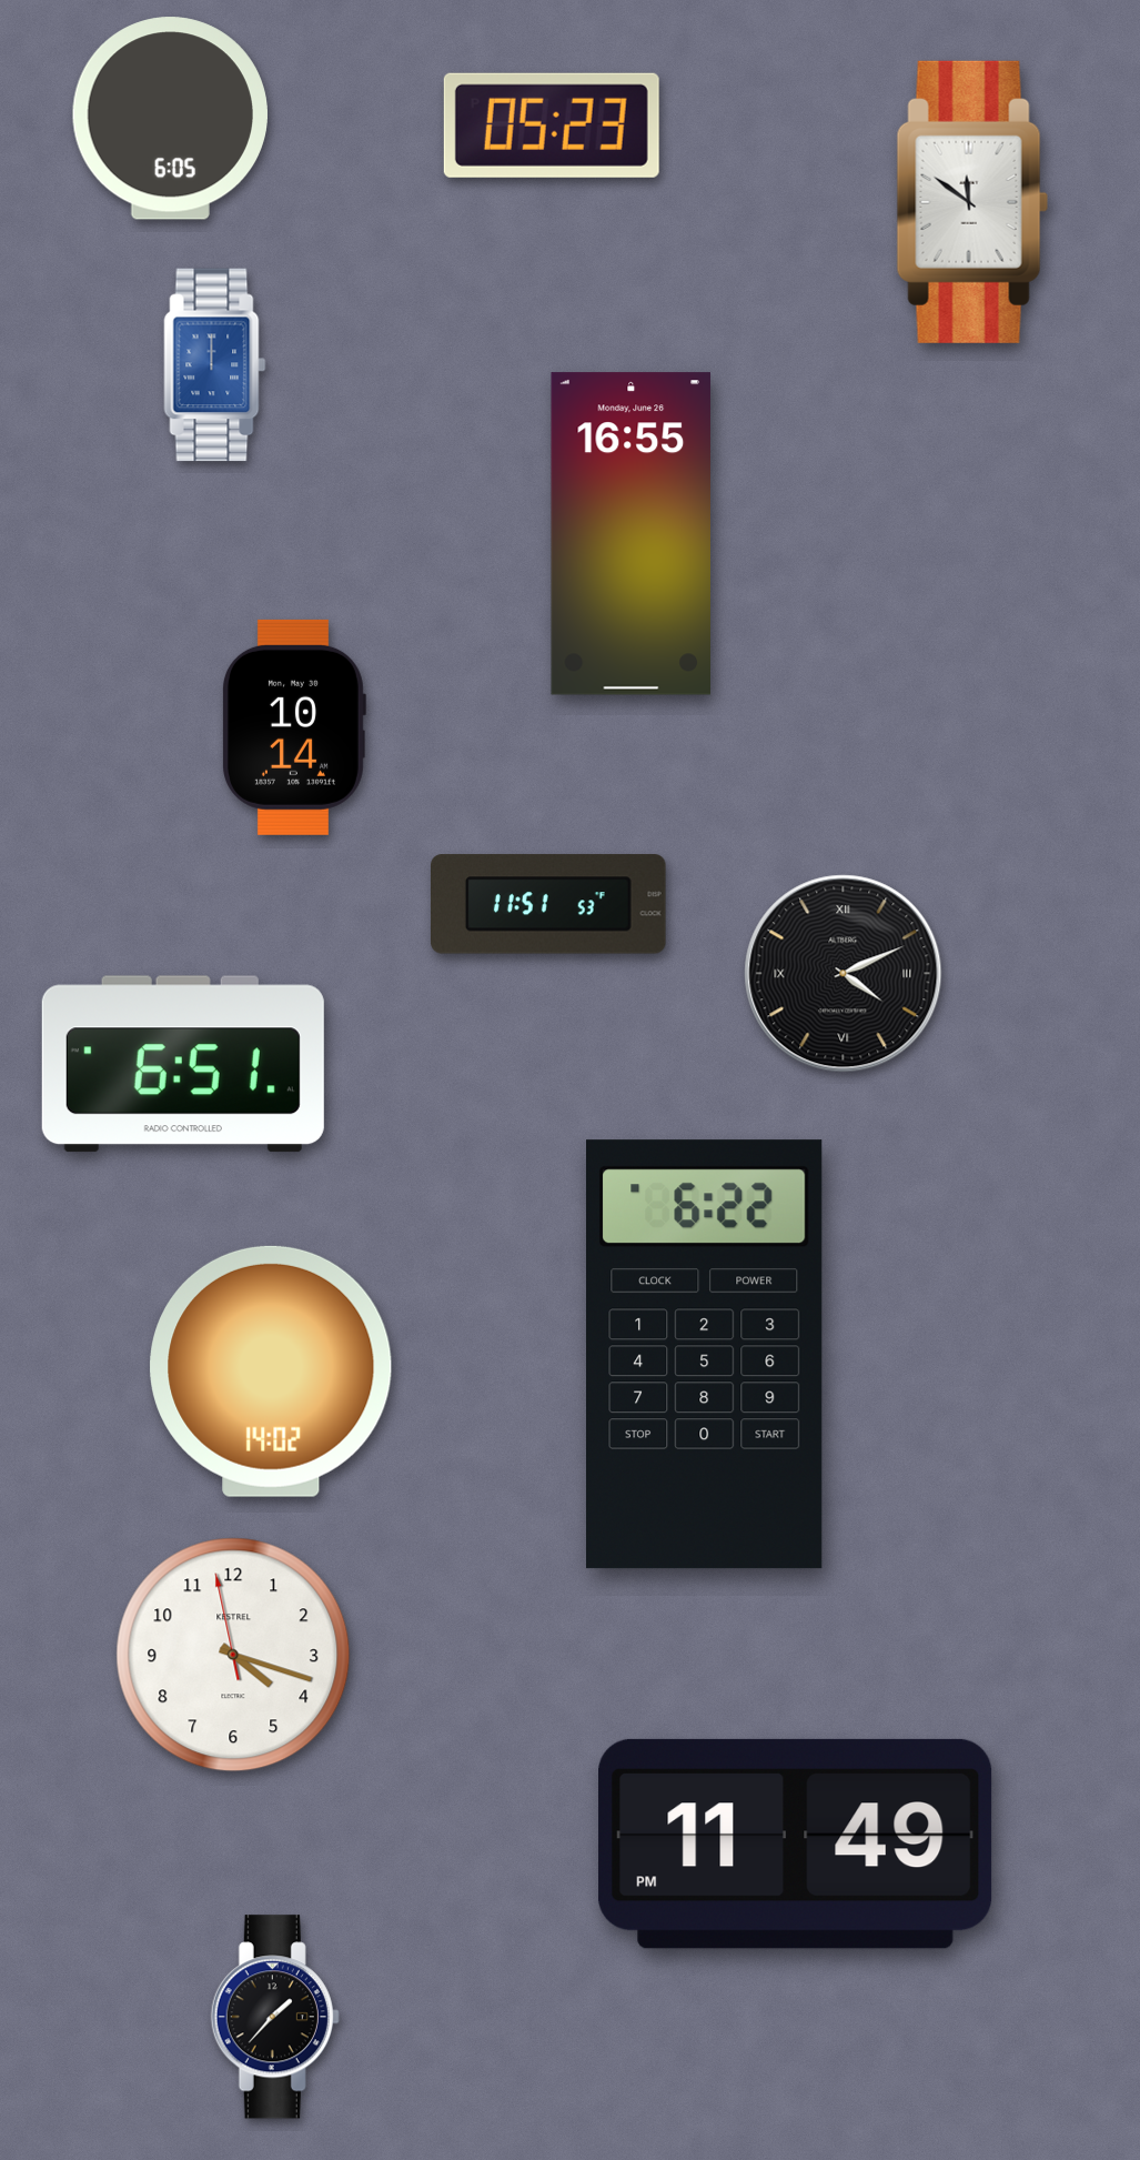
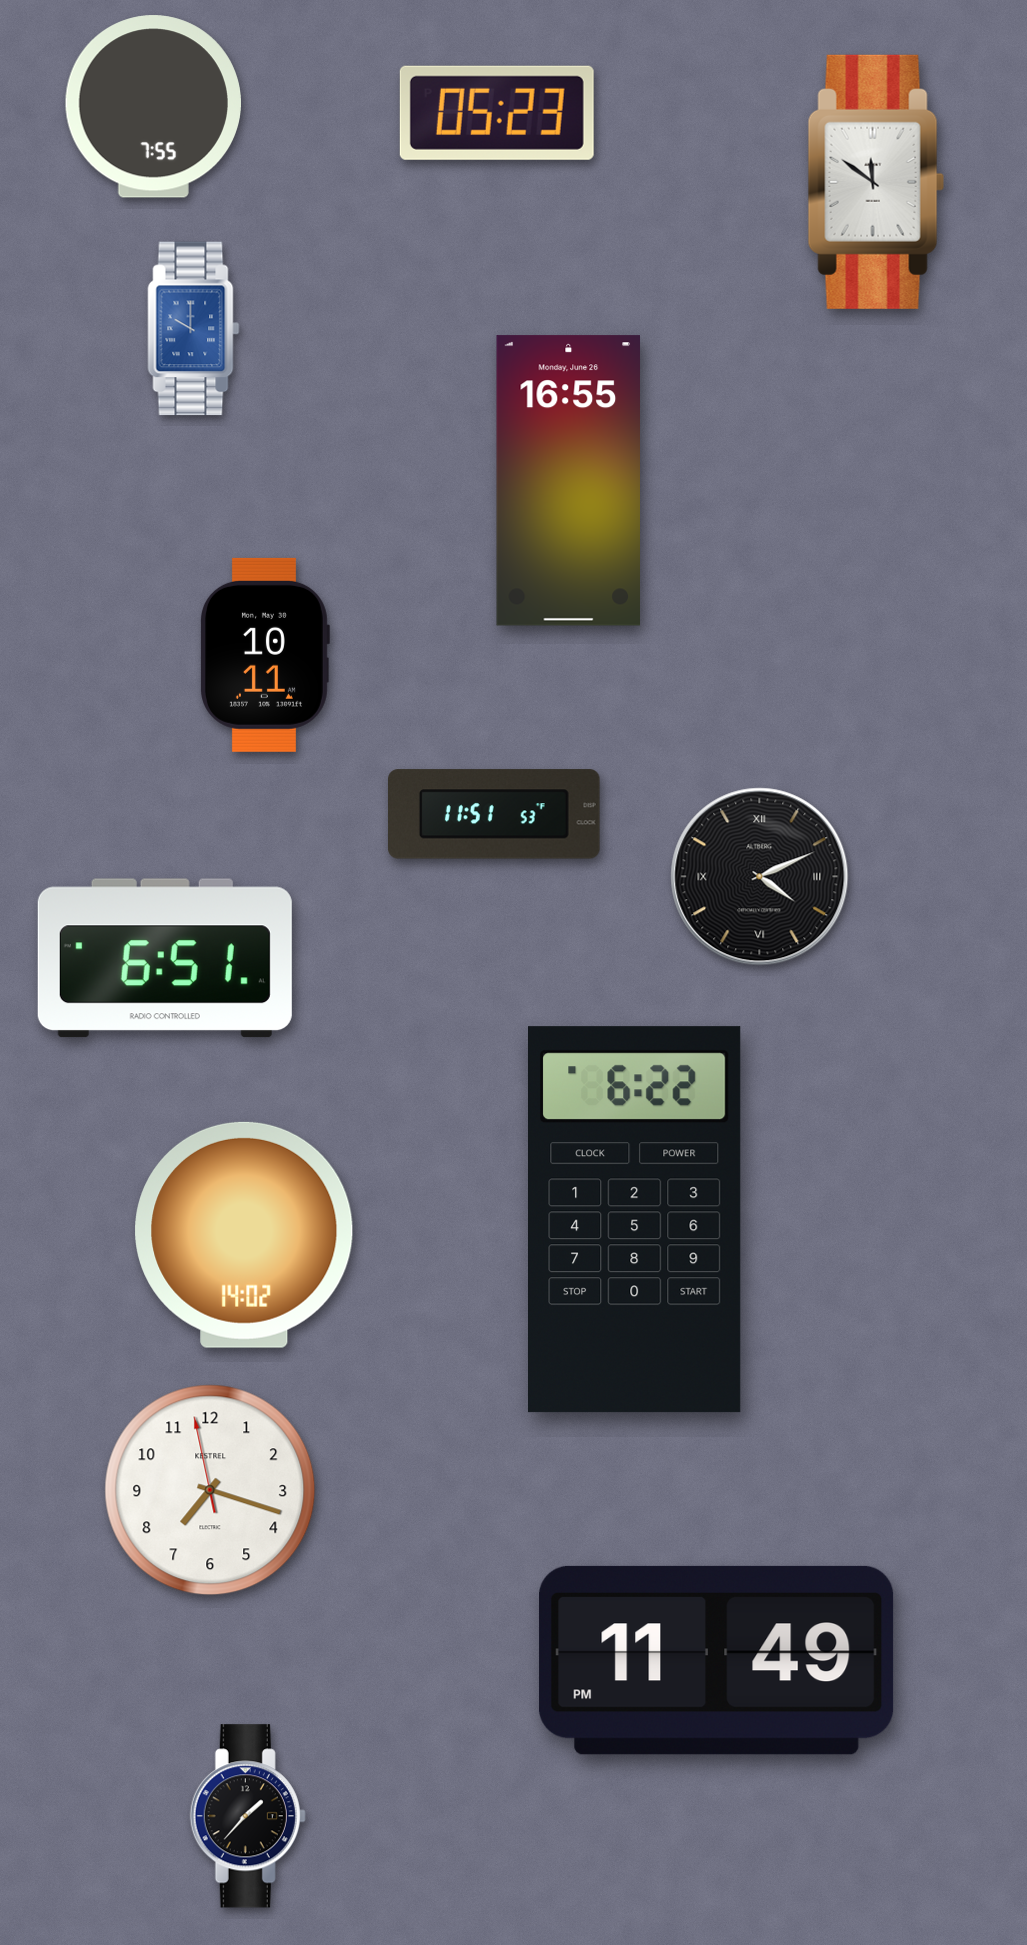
clock at (170, 119): 6:05 -> 7:55
clock at (215, 365): 12:00 -> 10:00
clock at (294, 727): 10:14 -> 10:11
clock at (233, 1655): 4:17 -> 7:17
